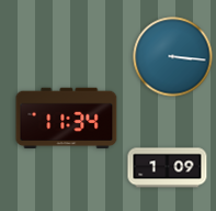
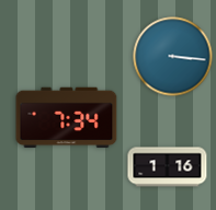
clock at (67, 119): 11:34 -> 7:34
clock at (168, 168): 1:09 -> 1:16
